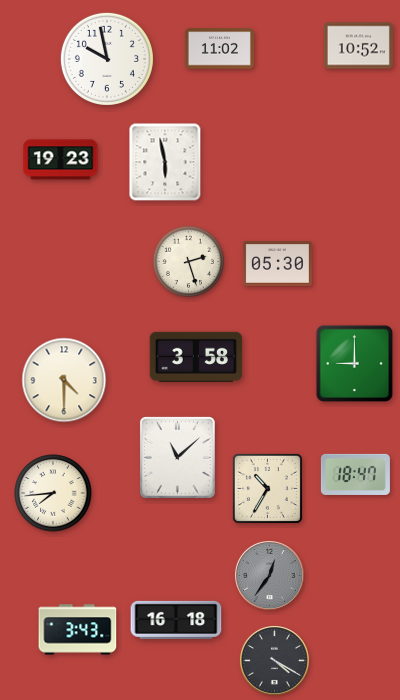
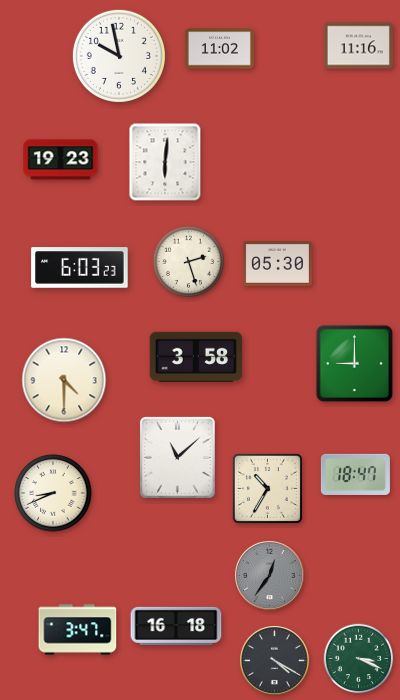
clock at (358, 46): 10:52 -> 11:16
clock at (107, 59) position: (107, 59) -> (119, 56)
clock at (165, 162): 5:58 -> 6:01
clock at (80, 268): none -> 6:03
clock at (53, 493): 7:44 -> 8:41
clock at (176, 620) position: (176, 620) -> (176, 626)
clock at (78, 630): 3:43 -> 3:47
clock at (359, 659): none -> 3:19
